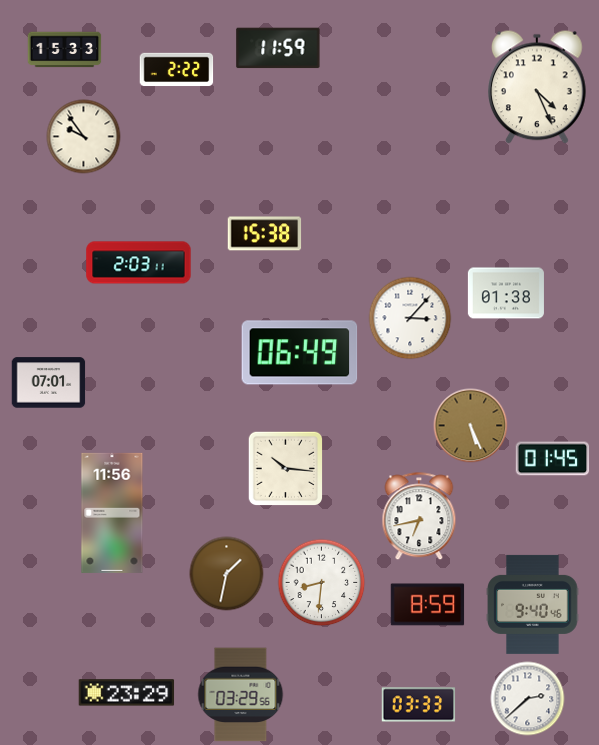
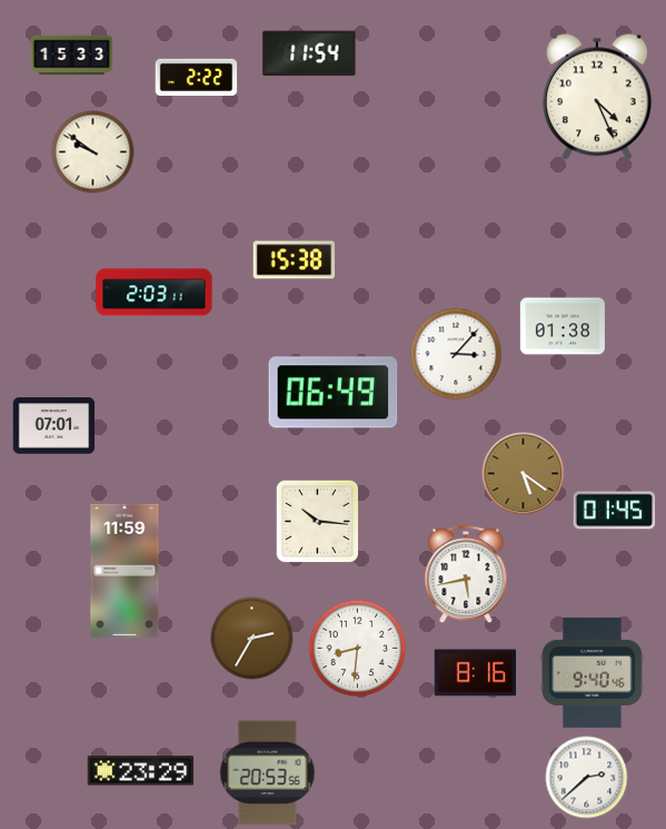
clock at (278, 48): 11:59 -> 11:54
clock at (84, 137): 9:54 -> 9:51
clock at (471, 426): 5:26 -> 5:21
clock at (112, 513): 11:56 -> 11:59
clock at (419, 517): 6:43 -> 5:43
clock at (227, 574): 1:32 -> 2:35
clock at (428, 605): 8:59 -> 8:16
clock at (241, 695): 03:29 -> 20:53
clock at (419, 705): 03:33 -> none
